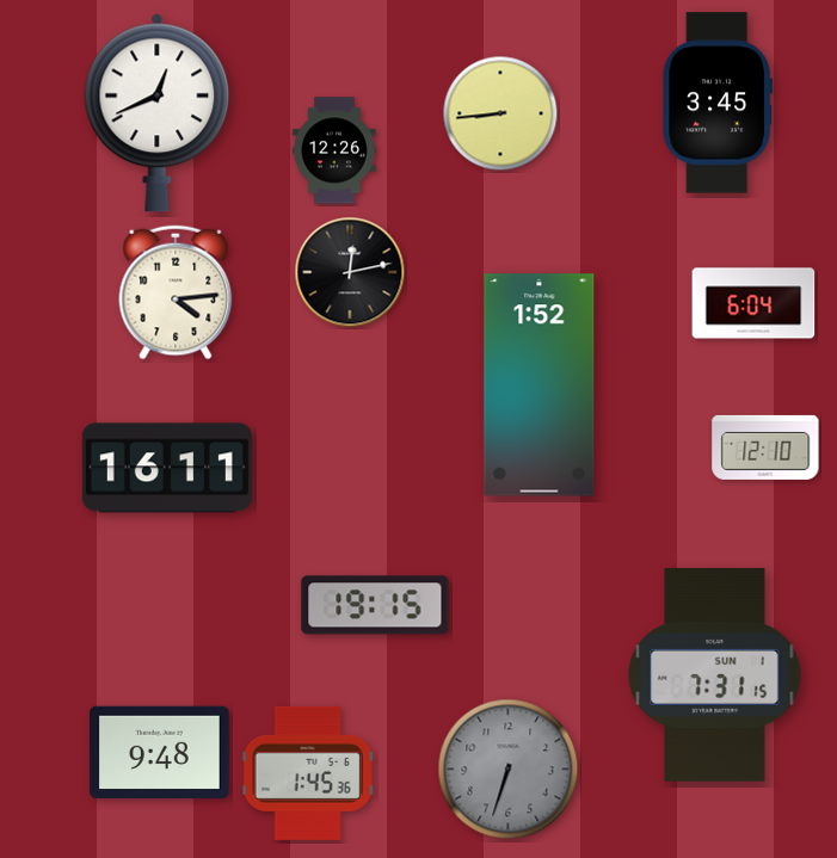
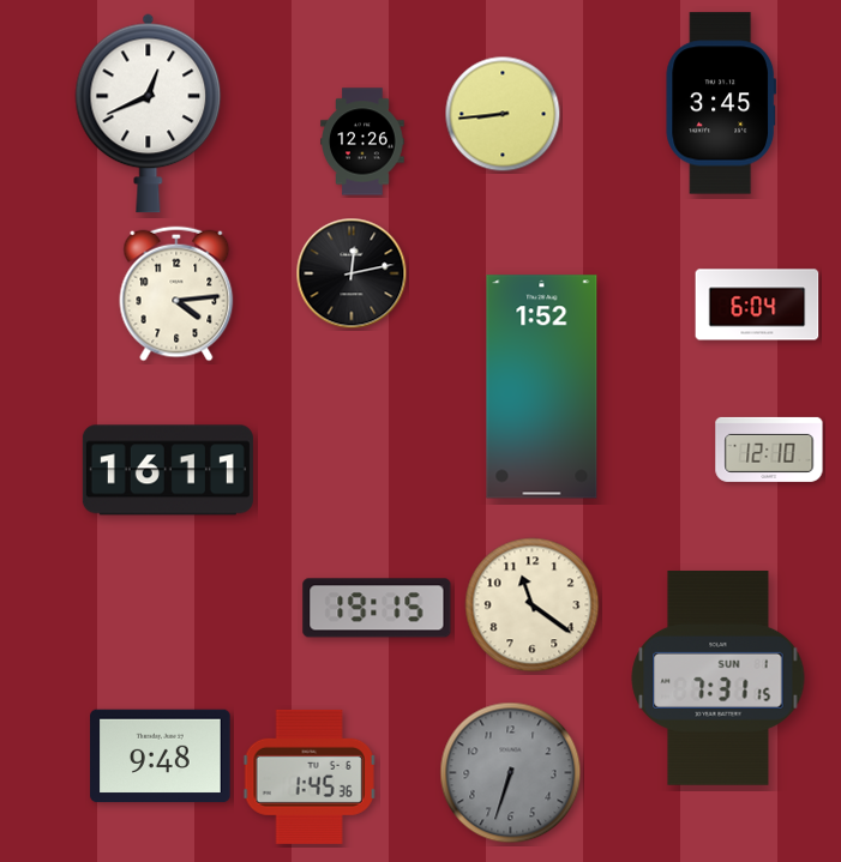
clock at (158, 112) position: (158, 112) -> (149, 113)
clock at (334, 150) position: (334, 150) -> (362, 141)
clock at (533, 605): none -> 11:21
